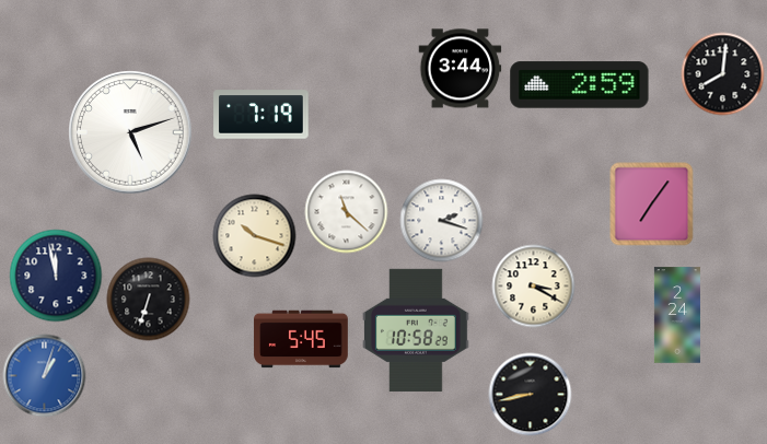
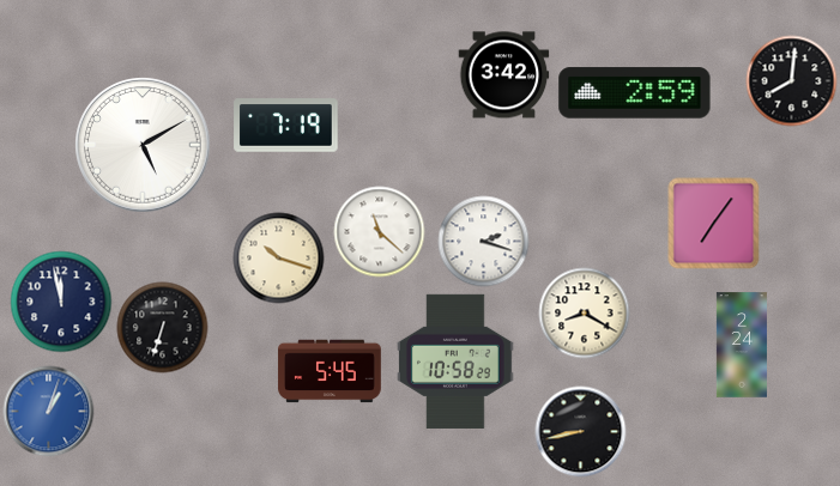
clock at (461, 69): 3:44 -> 3:42
clock at (130, 132): 5:12 -> 5:10
clock at (534, 287): 3:20 -> 8:20
